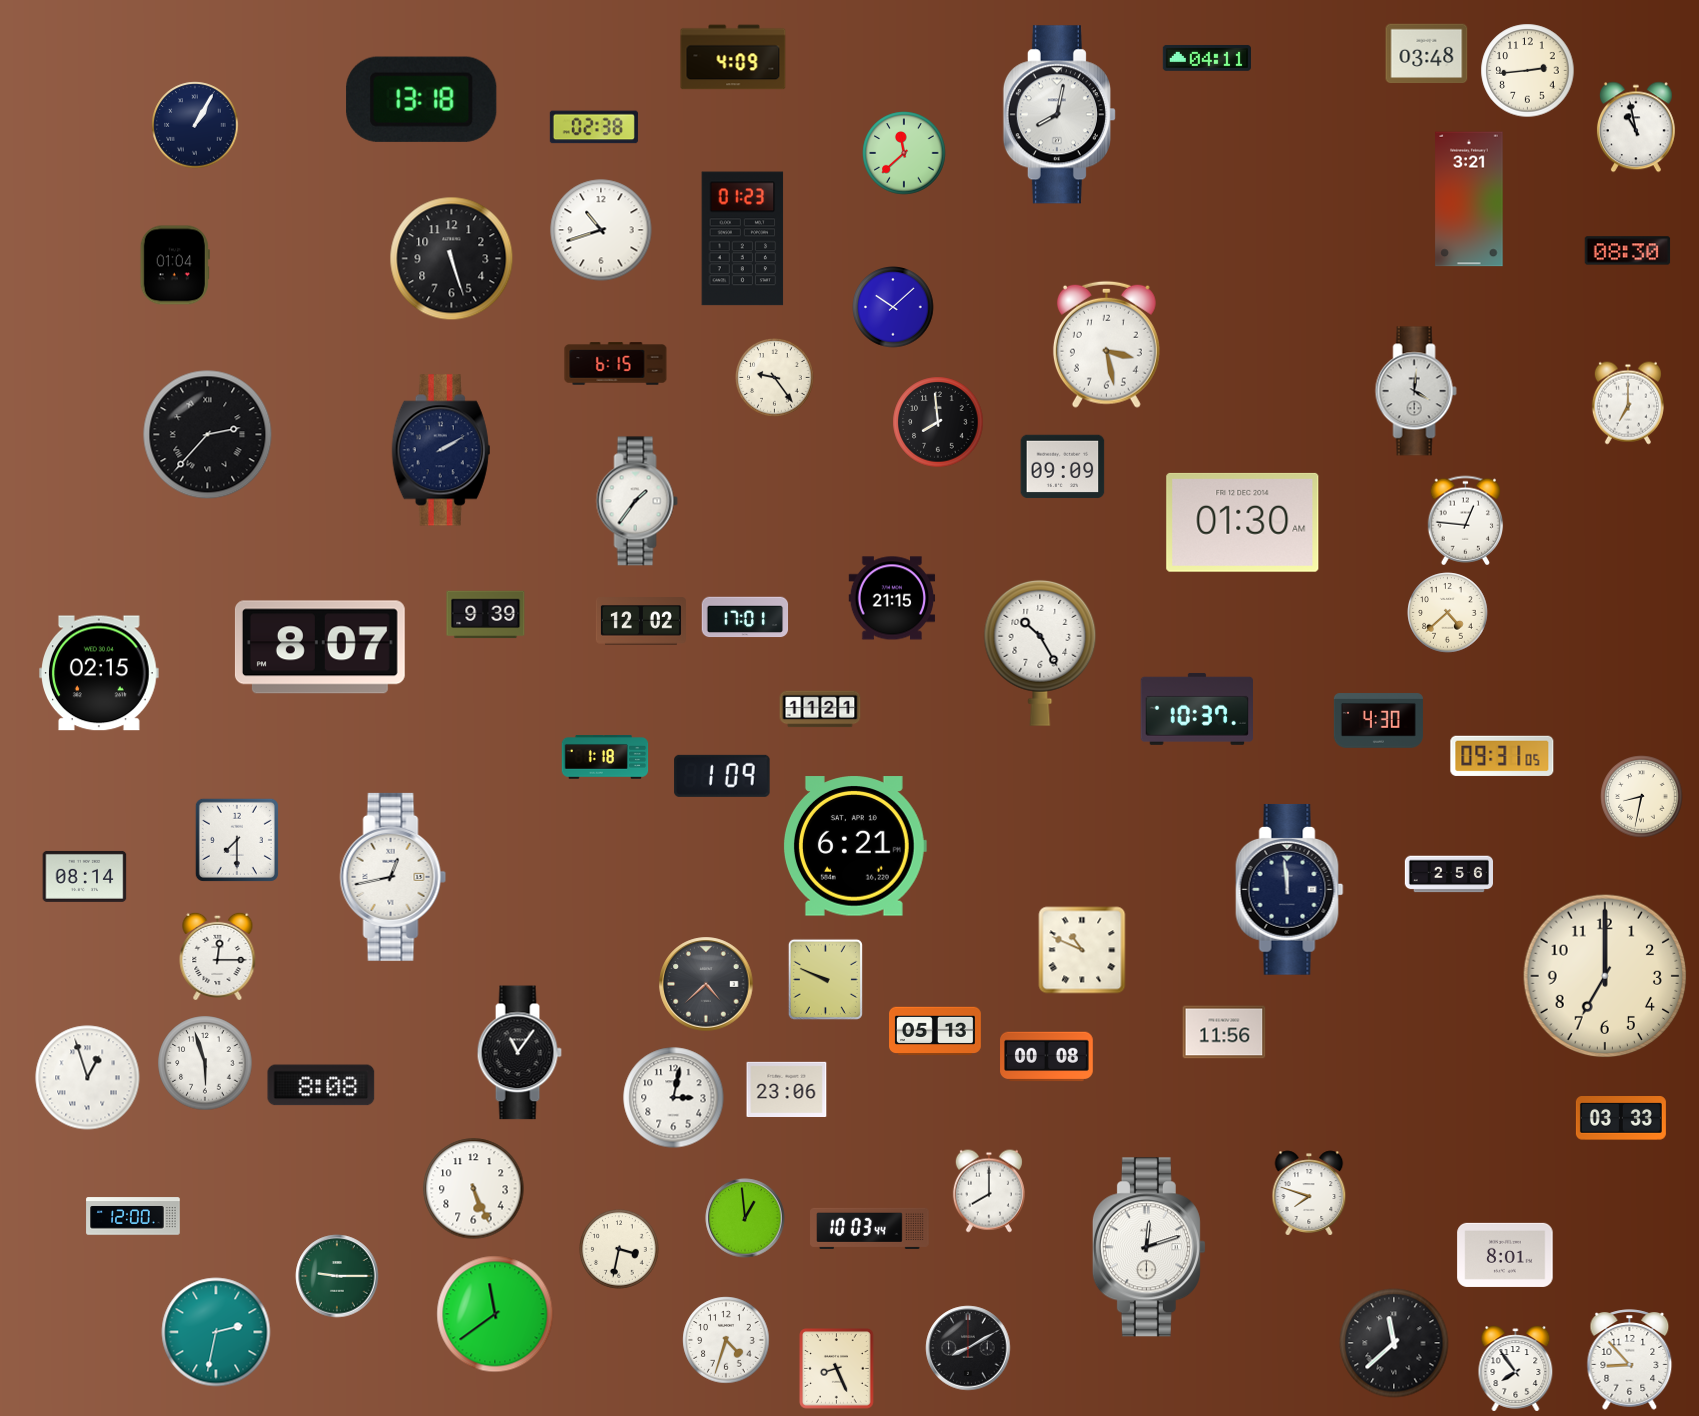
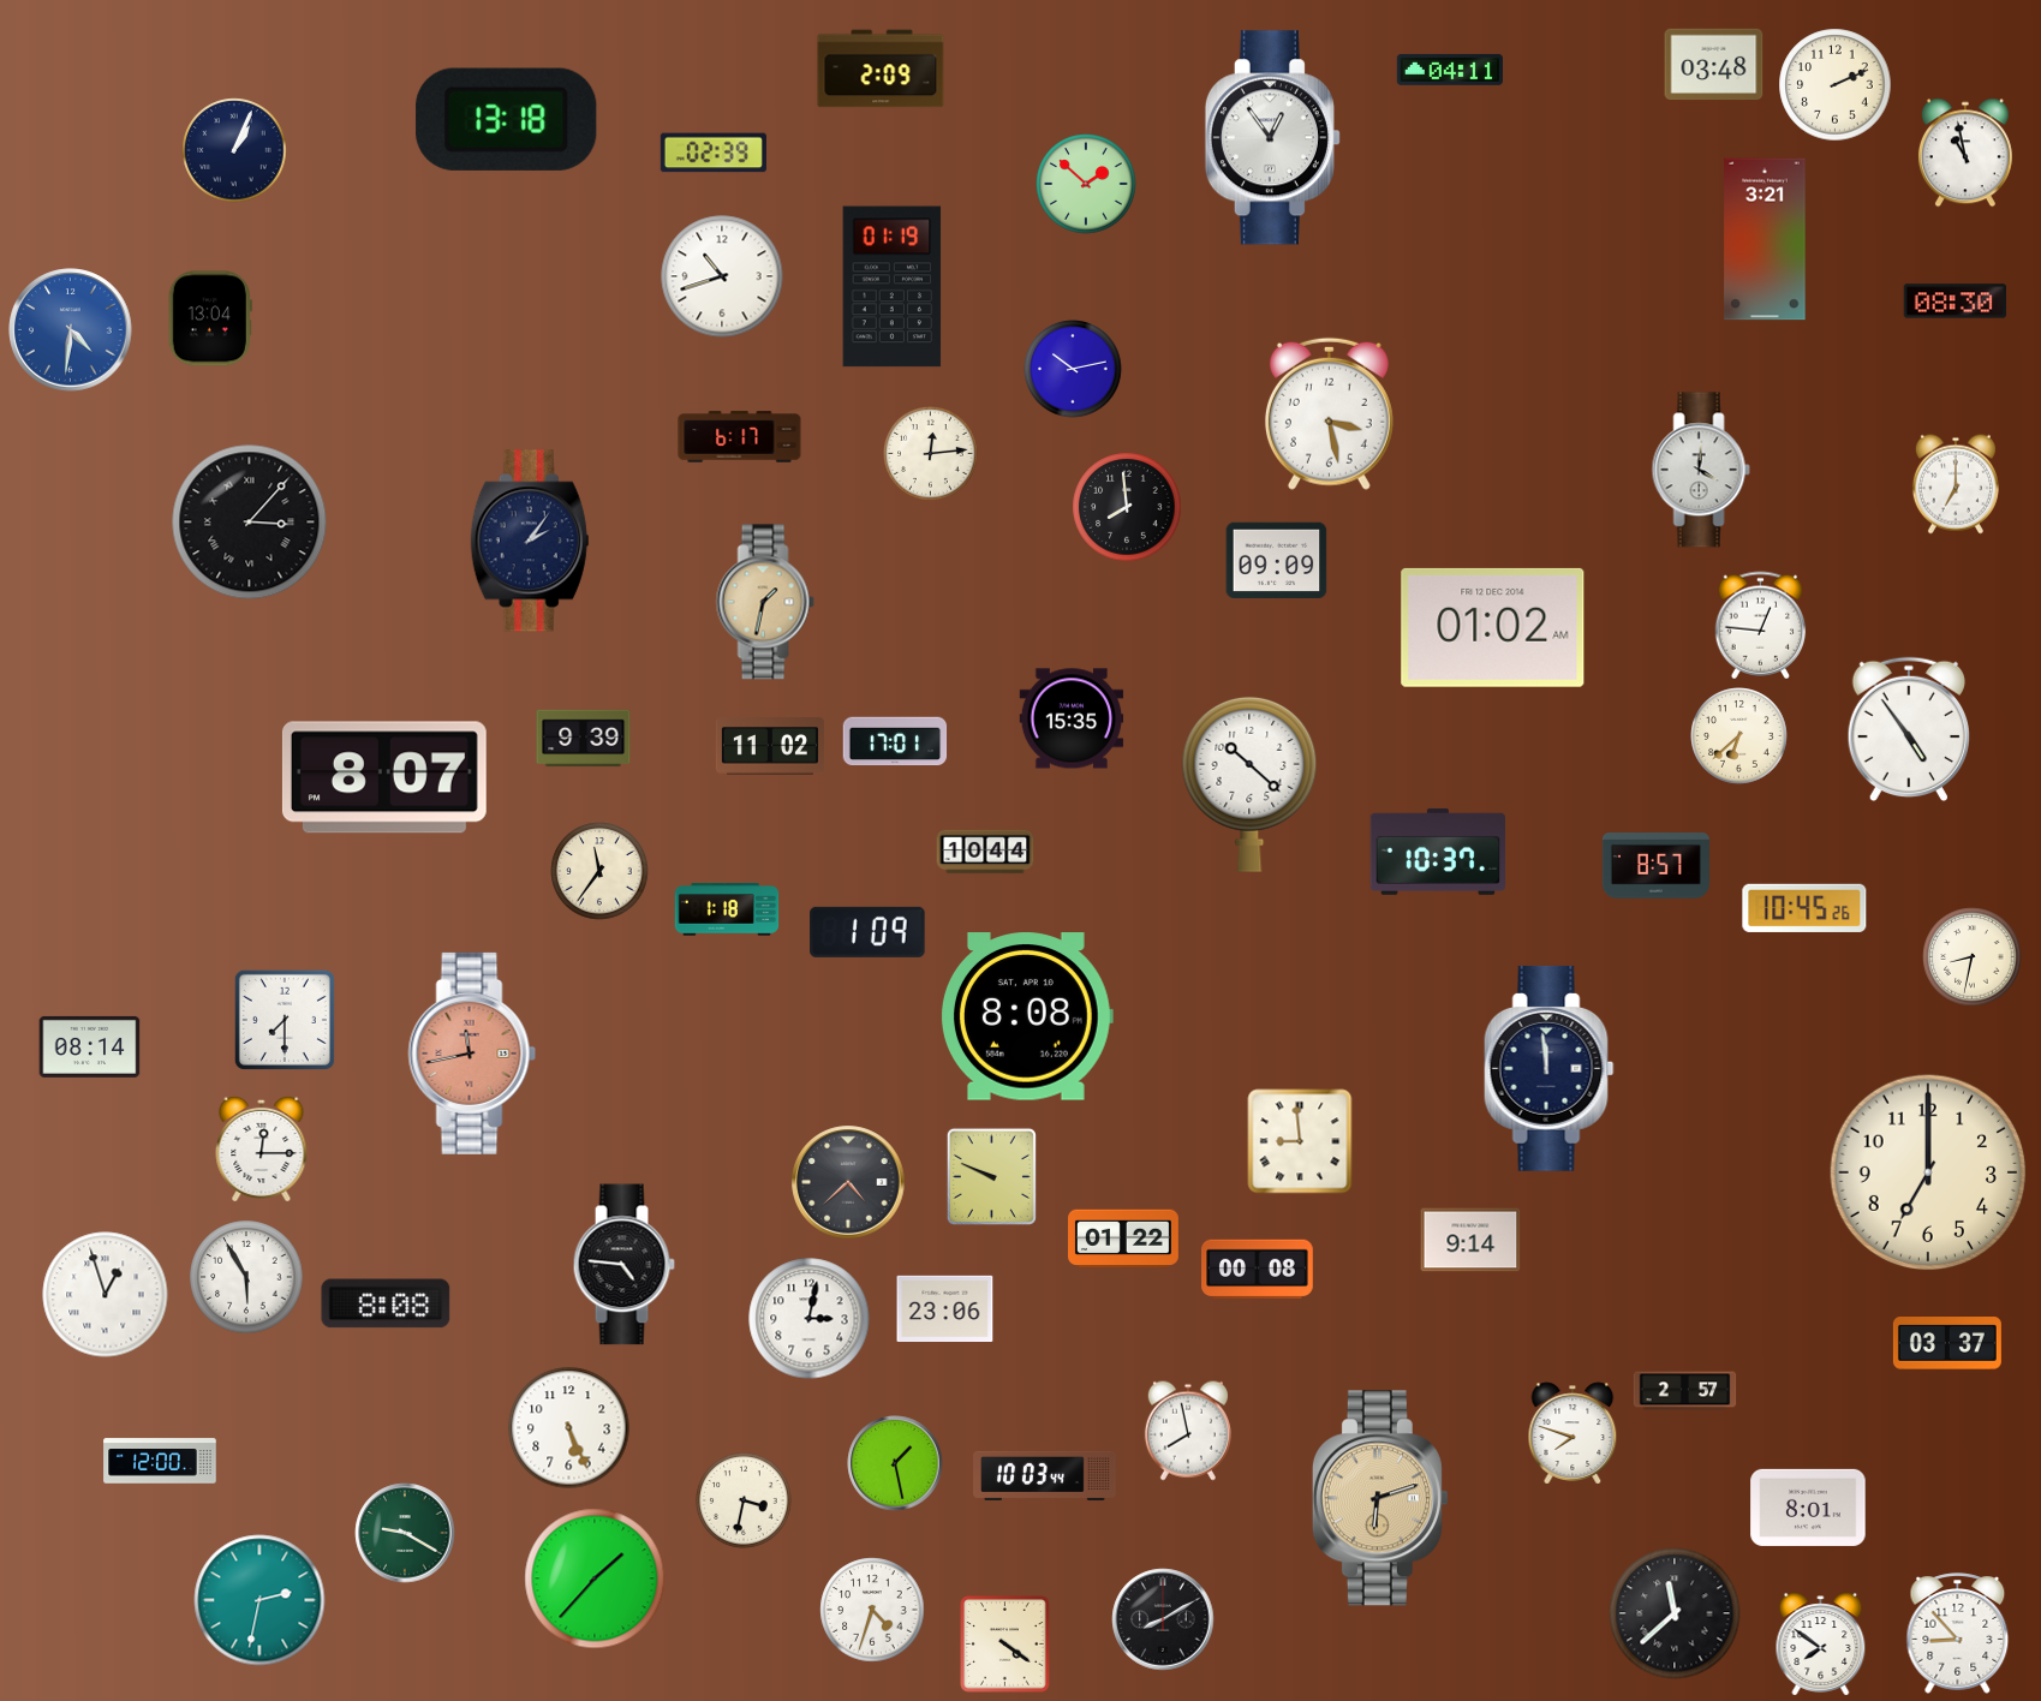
clock at (733, 57): 4:09 -> 2:09
clock at (1528, 71): 2:44 -> 2:11
clock at (1059, 115): 8:02 -> 12:54
clock at (195, 125): 1:05 -> 1:04
clock at (594, 127): 02:38 -> 02:39
clock at (904, 153): 11:38 -> 1:52
clock at (743, 239): 01:23 -> 01:19
clock at (452, 259): 5:27 -> none
clock at (175, 265): 01:04 -> 13:04
clock at (71, 330): none -> 4:31
clock at (893, 307): 10:08 -> 10:13
clock at (616, 364): 6:15 -> 6:17
clock at (775, 378): 9:24 -> 12:14
clock at (208, 435): 2:37 -> 3:07
clock at (441, 450): 2:10 -> 2:06
clock at (637, 501): 1:36 -> 1:32
clock at (637, 501) dial: white -> champagne
clock at (1243, 522): 01:30 -> 01:02
clock at (892, 598): 21:15 -> 15:35
clock at (1908, 729): none -> 4:54
clock at (1448, 613): 4:38 -> 6:38
clock at (641, 621): 12:02 -> 11:02
clock at (1040, 653): 10:25 -> 10:22
clock at (100, 673): 02:15 -> none
clock at (820, 709): 11:21 -> 10:44
clock at (1378, 721): 4:30 -> 8:57
clock at (599, 871): none -> 11:36
clock at (1502, 756): 09:31 -> 10:45
clock at (237, 840) position: (237, 840) -> (285, 1020)
clock at (854, 846): 6:21 -> 8:08
clock at (1448, 874): 2:56 -> none
clock at (85, 876) position: (85, 876) -> (90, 1046)
clock at (393, 877): 12:43 -> 11:43
clock at (393, 877) dial: white -> salmon
clock at (1082, 950): 10:49 -> 8:59
clock at (936, 1031): 05:13 -> 01:22
clock at (1224, 1032): 11:56 -> 9:14
clock at (519, 1053): 11:06 -> 4:46
clock at (205, 1063): 5:57 -> 5:55
clock at (1621, 1119): 03:33 -> 03:37
clock at (1685, 1391): none -> 2:57
clock at (989, 1191): 8:00 -> 7:58
clock at (745, 1218): 12:59 -> 1:28
clock at (1149, 1247): 12:12 -> 6:12
clock at (1149, 1247) dial: white -> champagne
clock at (337, 1276): 9:15 -> 9:20
clock at (495, 1314): 11:39 -> 1:37
clock at (837, 1369): 8:26 -> 4:21
clock at (1516, 1369): 7:54 -> 7:51
